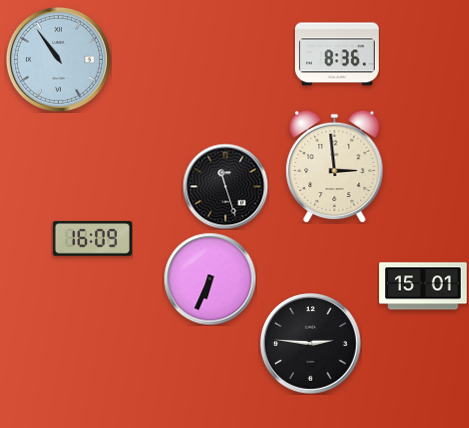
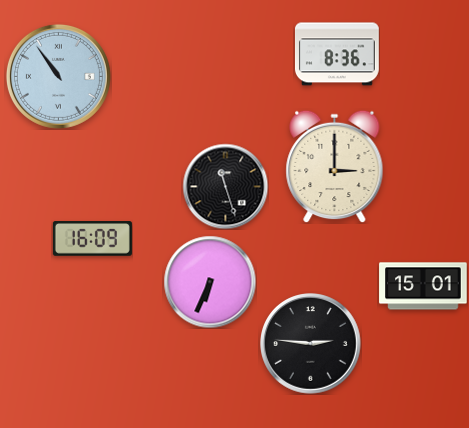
clock at (58, 59) position: (58, 59) -> (58, 76)
clock at (335, 166): 2:59 -> 3:00
clock at (210, 279) position: (210, 279) -> (210, 282)
